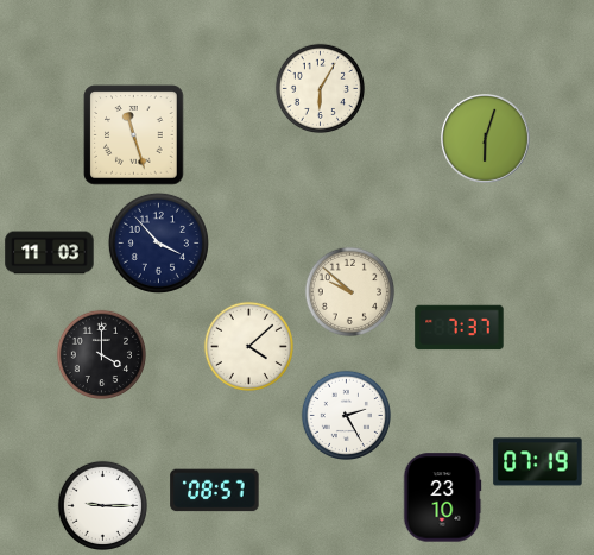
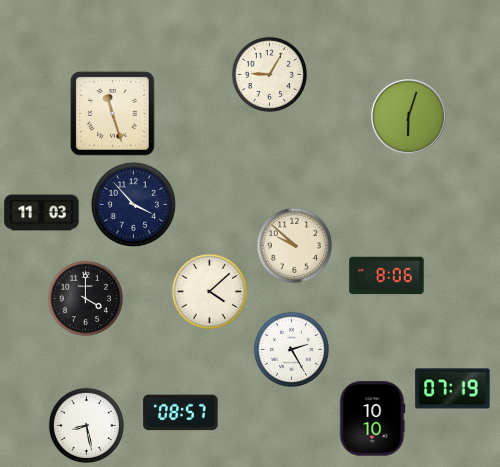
clock at (320, 88): 6:05 -> 9:05
clock at (460, 328): 7:37 -> 8:06
clock at (442, 498): 23:10 -> 10:10
clock at (102, 505): 9:15 -> 8:28
